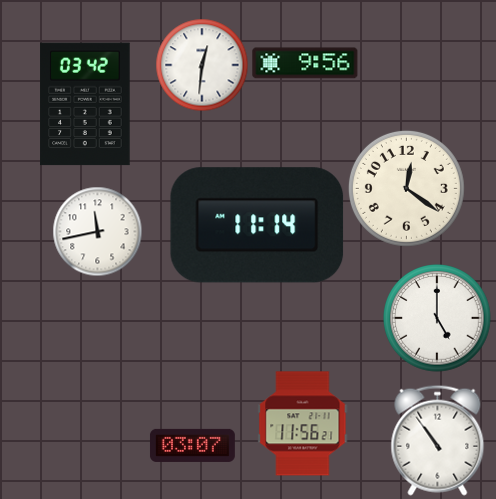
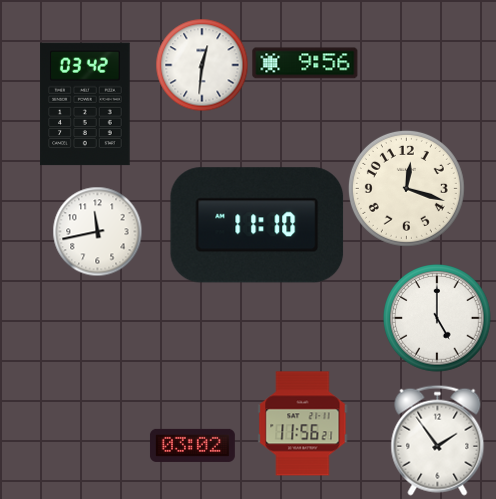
clock at (406, 188): 12:21 -> 12:18
clock at (257, 225): 11:14 -> 11:10
clock at (438, 440): 10:54 -> 1:54
clock at (192, 445): 03:07 -> 03:02
